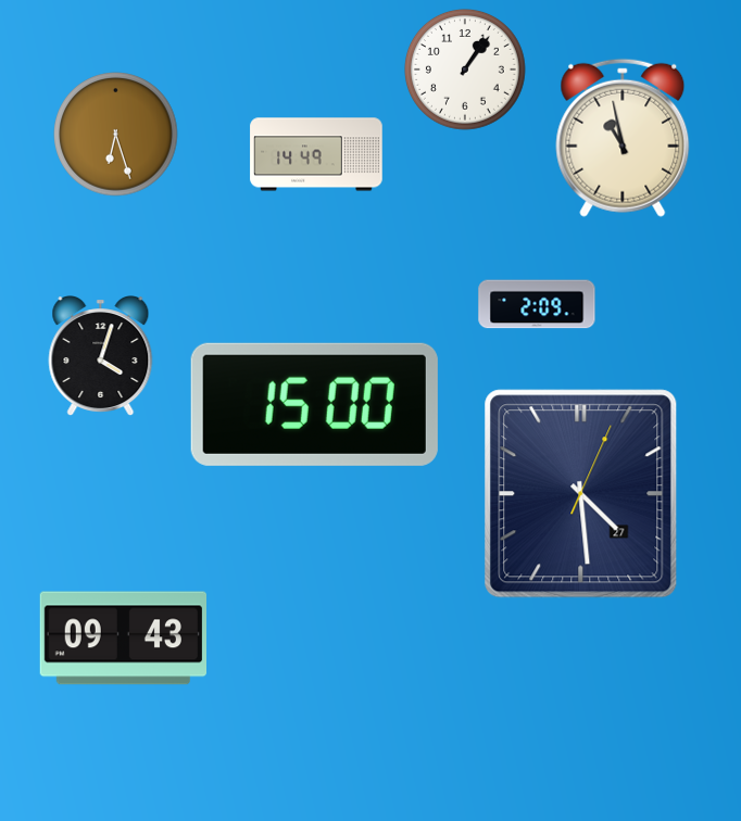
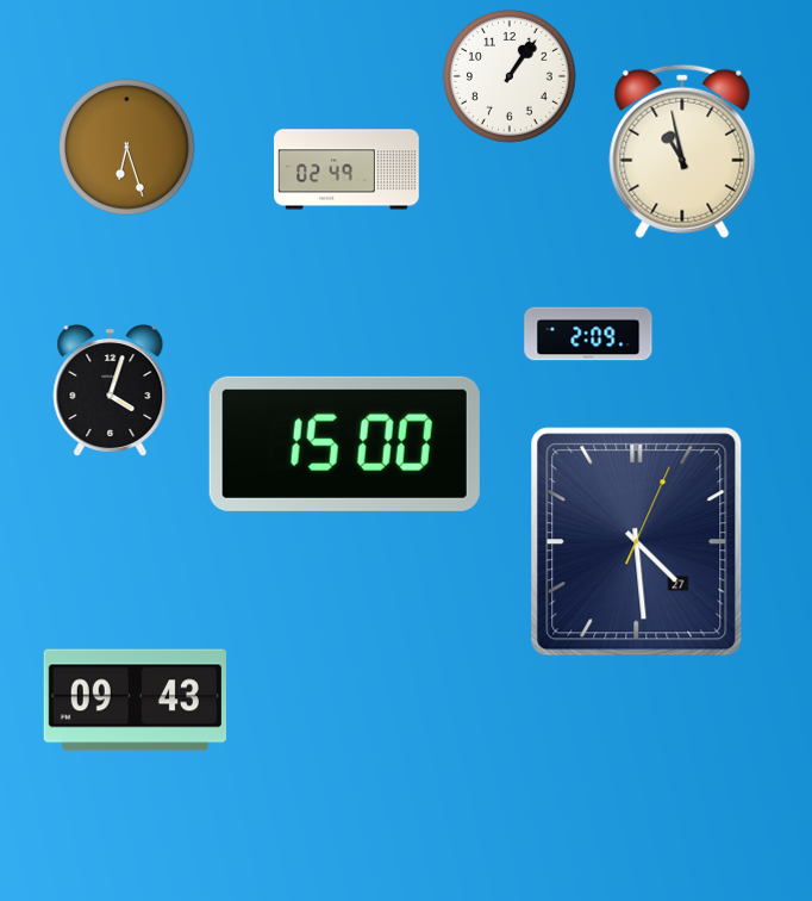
clock at (316, 154): 14:49 -> 02:49
